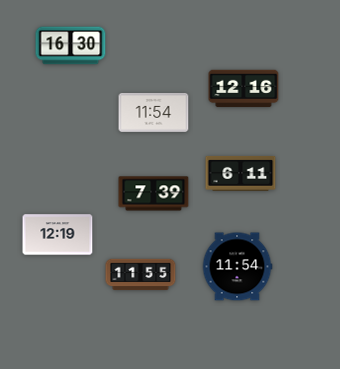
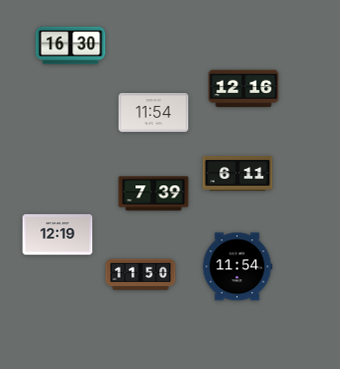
clock at (241, 174) position: (241, 174) -> (238, 174)
clock at (141, 275): 11:55 -> 11:50
